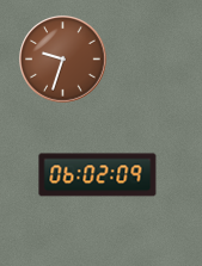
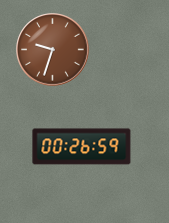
clock at (98, 175): 06:02 -> 00:26
